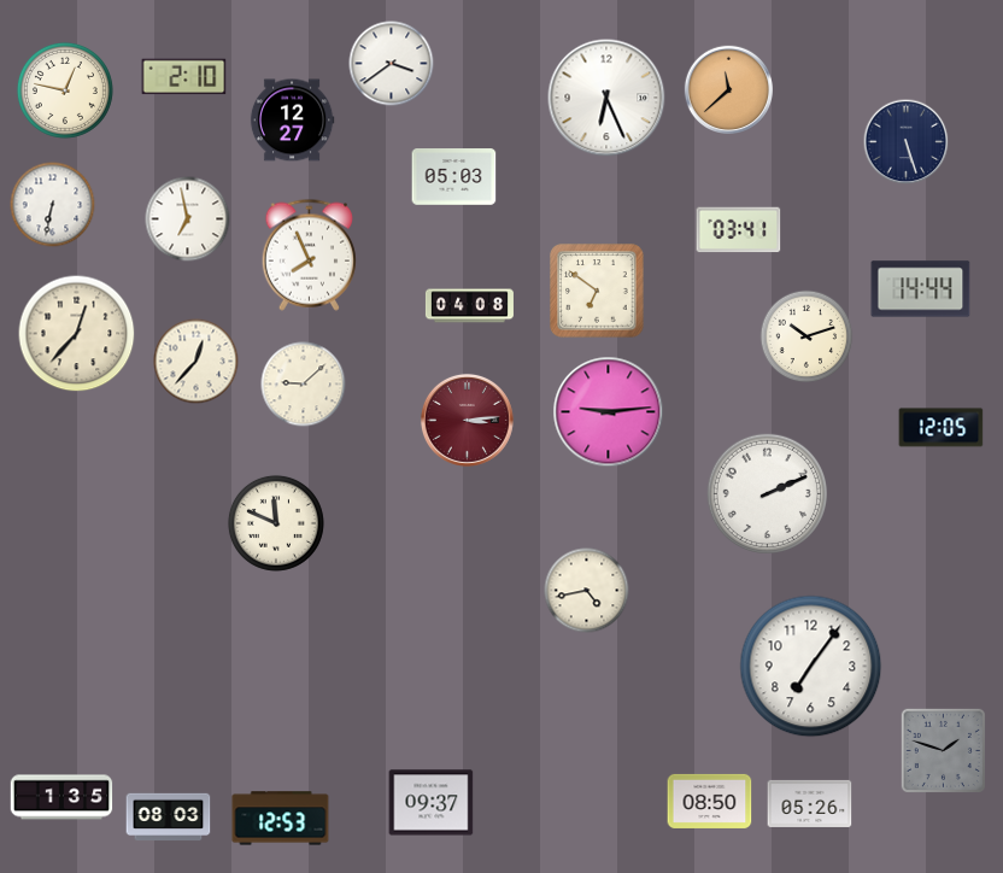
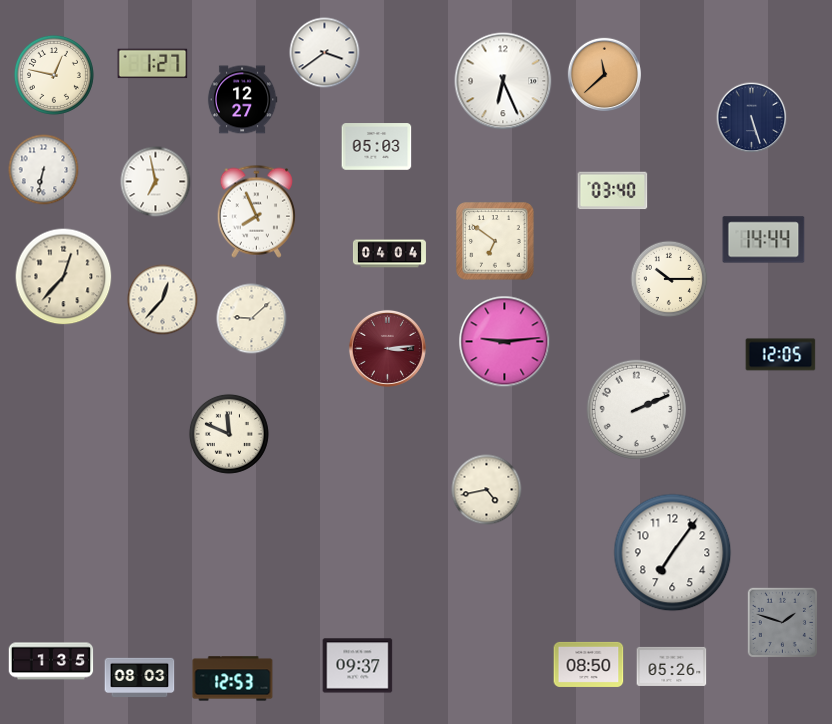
clock at (184, 77): 2:10 -> 1:27
clock at (739, 230): 03:41 -> 03:40
clock at (469, 306): 04:08 -> 04:04
clock at (806, 336): 10:12 -> 10:15
